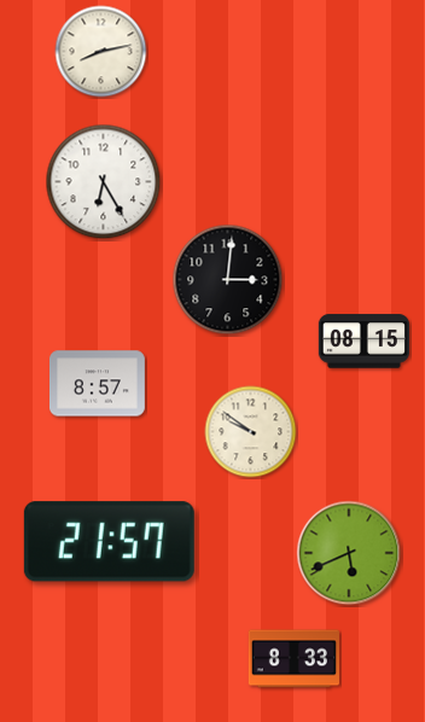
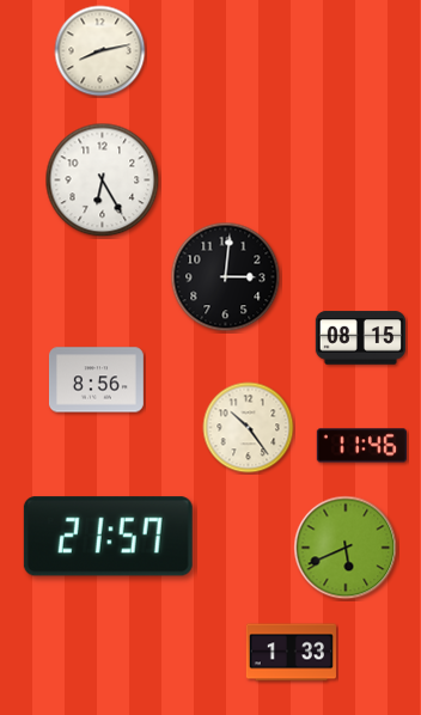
clock at (97, 384): 8:57 -> 8:56
clock at (251, 432): 9:51 -> 10:24
clock at (361, 446): none -> 11:46
clock at (293, 659): 8:33 -> 1:33
